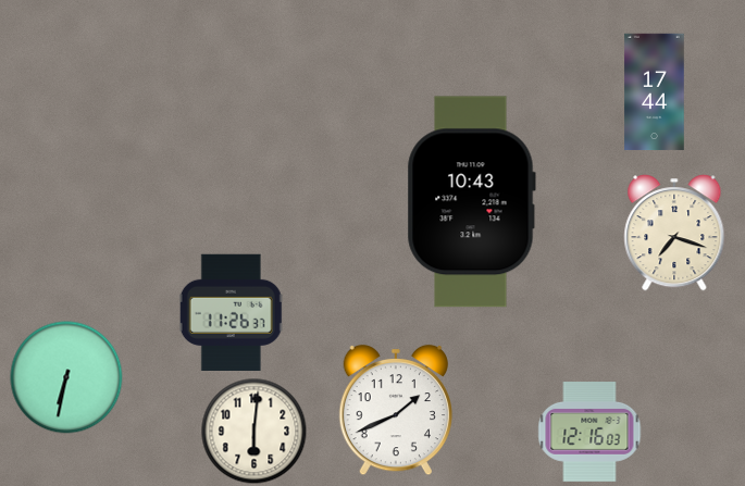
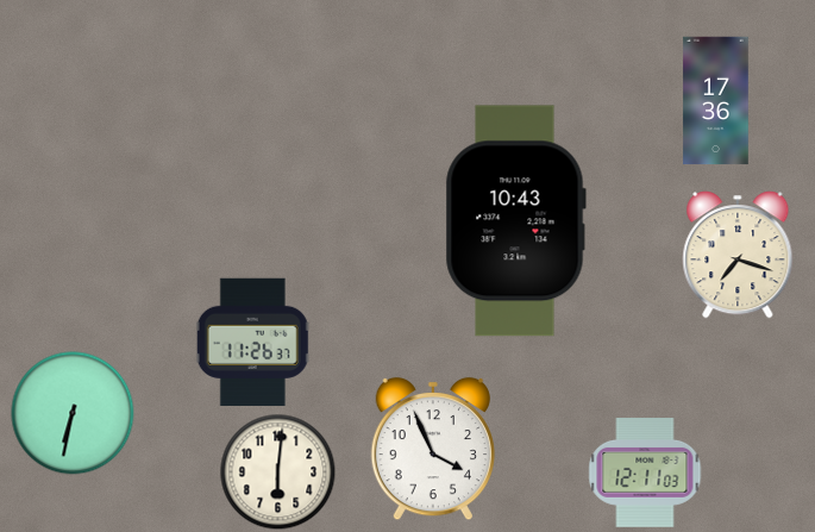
clock at (655, 92): 17:44 -> 17:36
clock at (395, 410): 1:41 -> 3:56
clock at (589, 433): 12:16 -> 12:11
